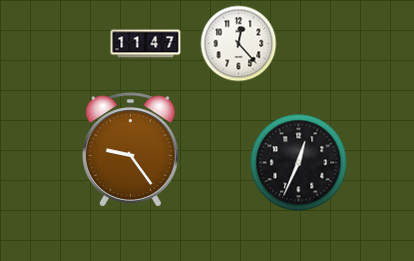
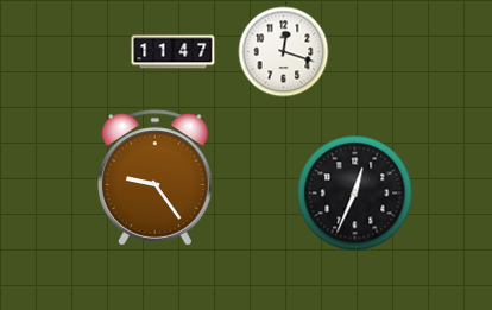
clock at (239, 44): 12:23 -> 12:18
